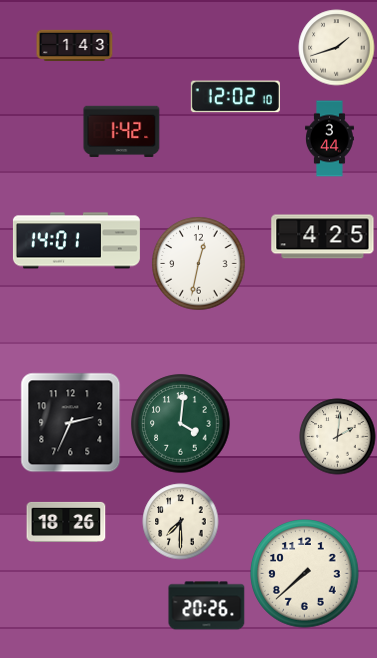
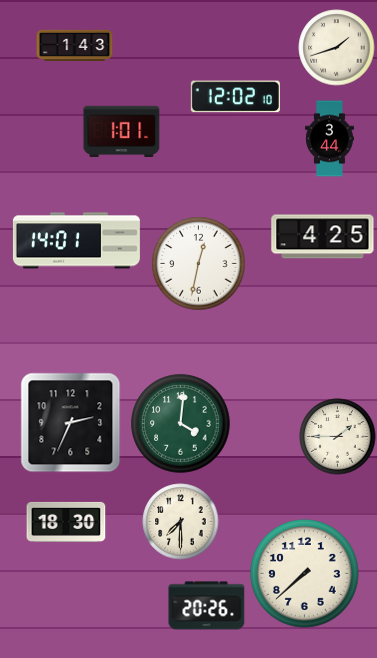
clock at (122, 131): 1:42 -> 1:01
clock at (338, 437): 2:01 -> 1:45
clock at (66, 522): 18:26 -> 18:30
